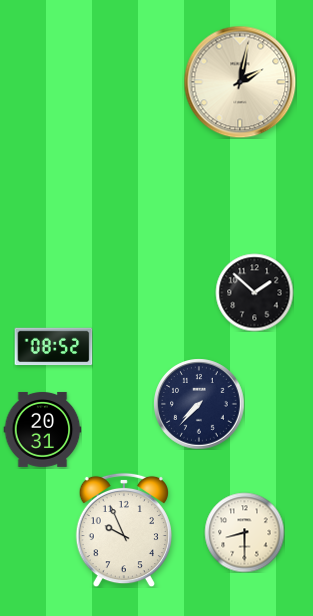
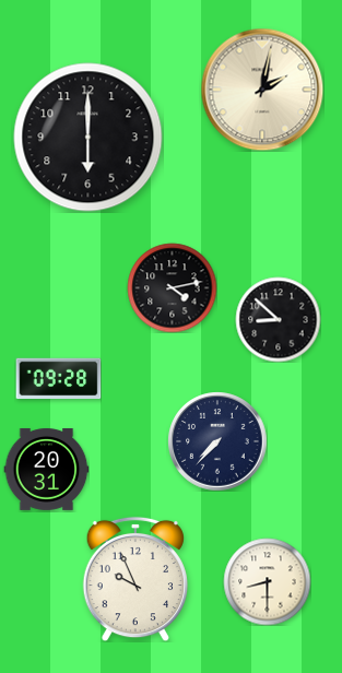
clock at (89, 138): none -> 6:00
clock at (172, 287): none -> 4:13
clock at (254, 292): 1:52 -> 8:52
clock at (53, 347): 08:52 -> 09:28
